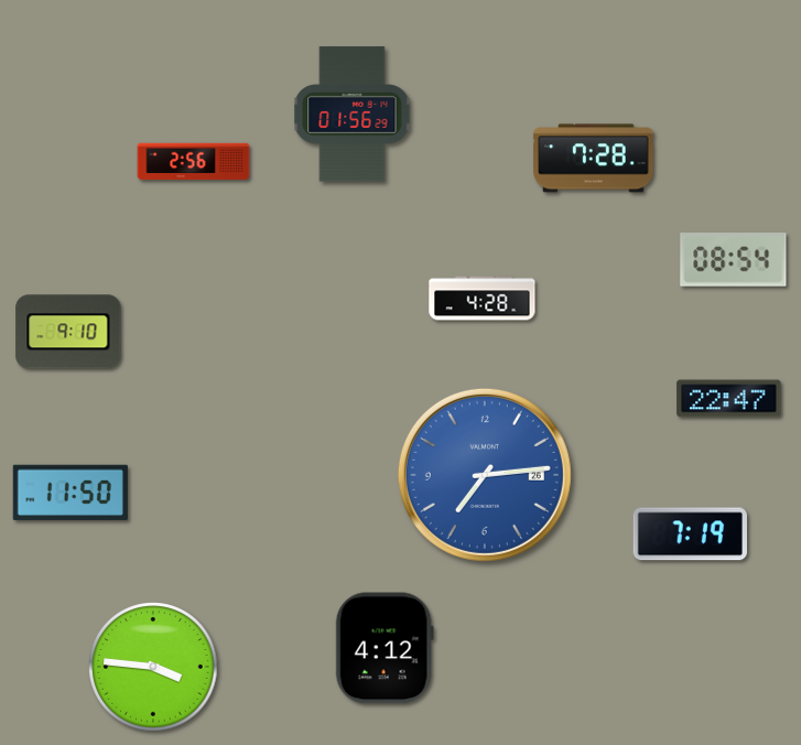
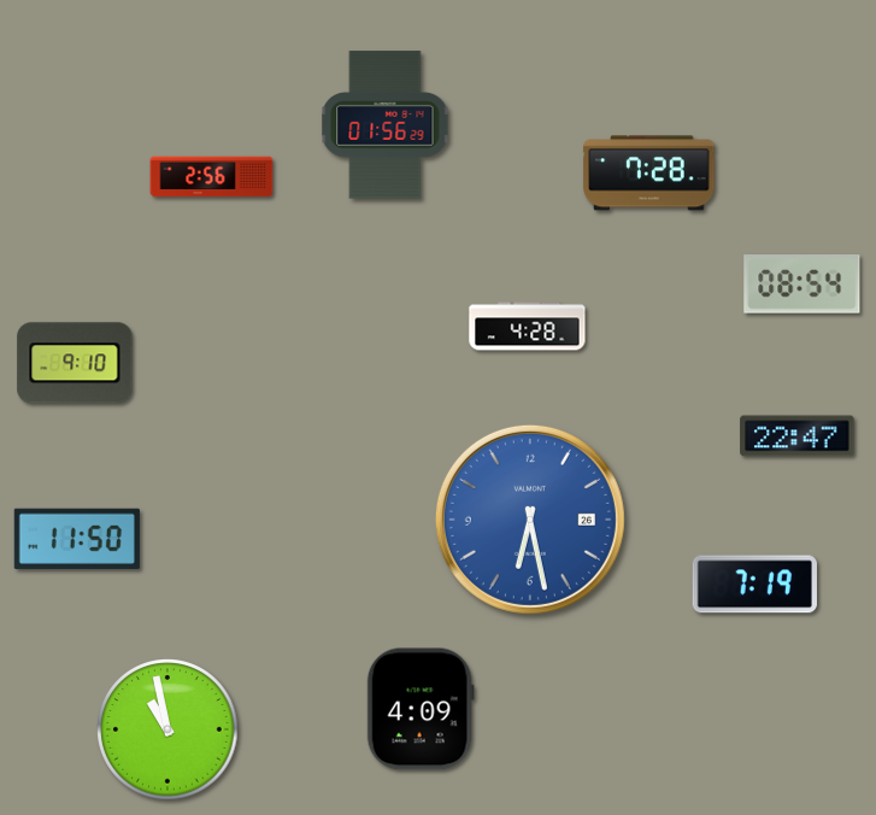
clock at (485, 475): 7:14 -> 6:28
clock at (385, 648): 4:12 -> 4:09
clock at (153, 667): 3:46 -> 10:58
